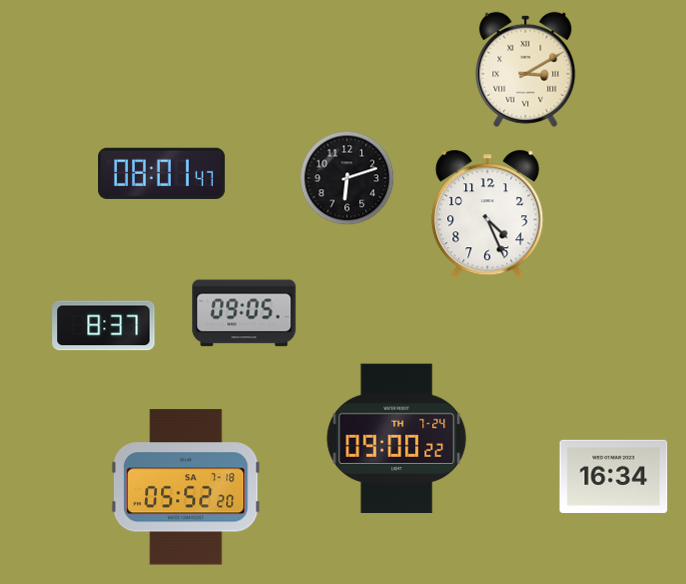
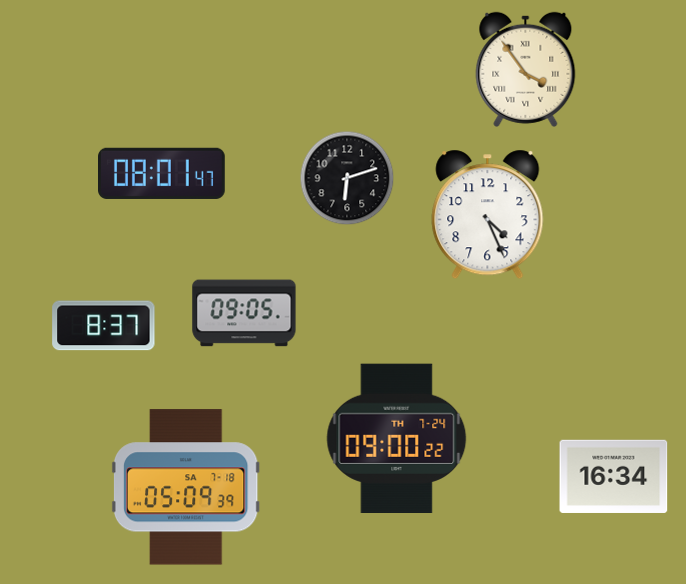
clock at (526, 69): 3:10 -> 3:54
clock at (186, 487): 05:52 -> 05:09
